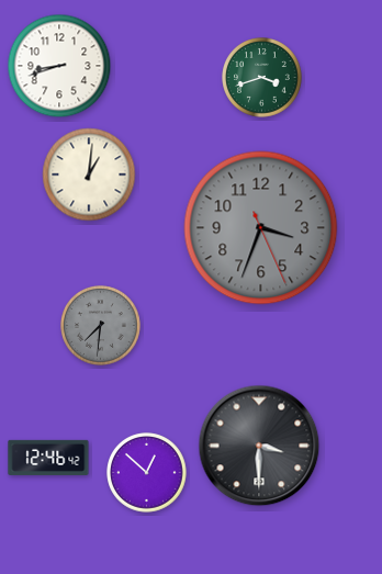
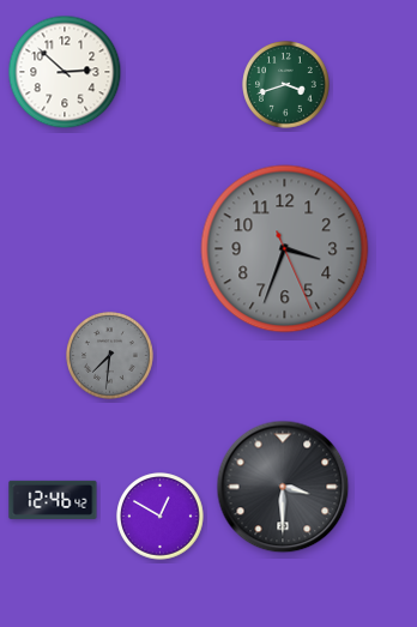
clock at (59, 66): 8:42 -> 2:52
clock at (89, 175): 1:01 -> none
clock at (147, 473): 12:52 -> 12:50
